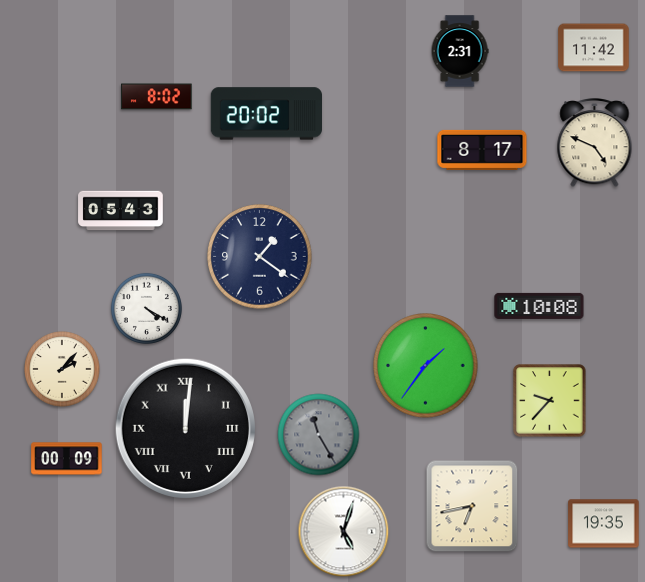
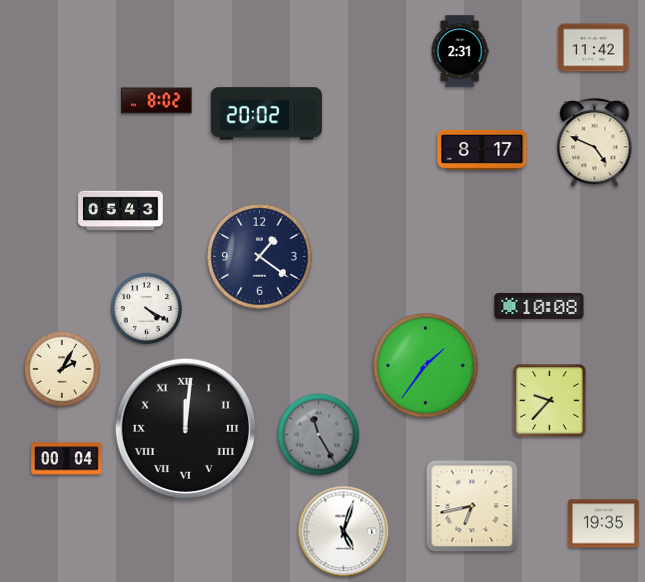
clock at (157, 97) position: (157, 97) -> (157, 101)
clock at (62, 369): 2:07 -> 2:05
clock at (67, 459): 00:09 -> 00:04
